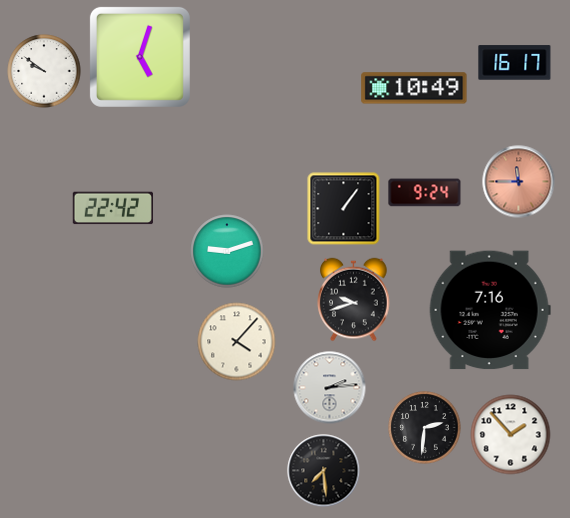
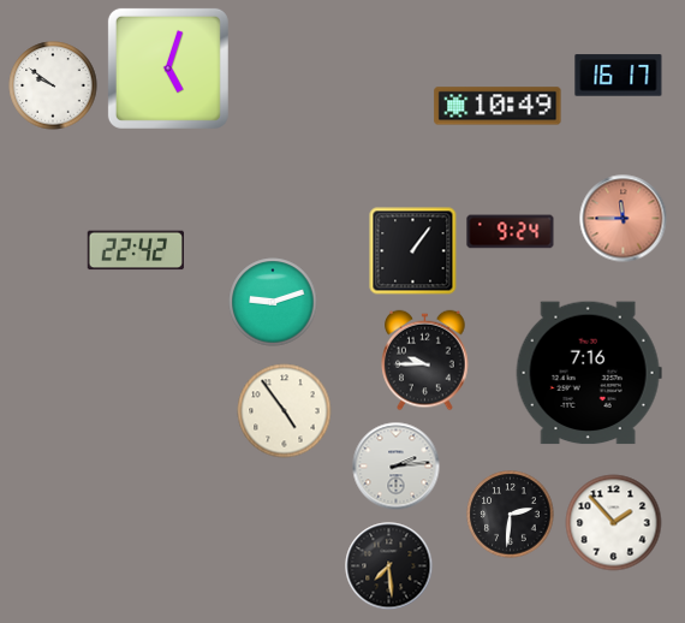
clock at (354, 300): 9:42 -> 9:45
clock at (237, 342): 4:07 -> 4:54
